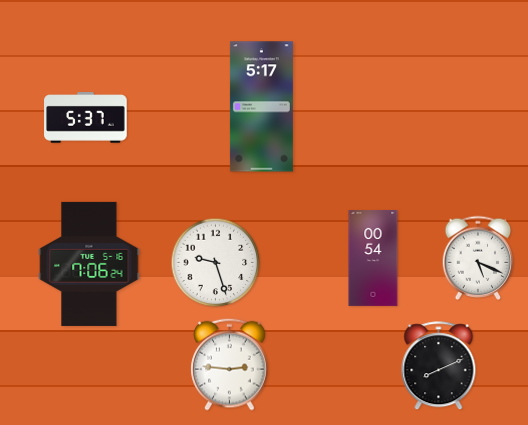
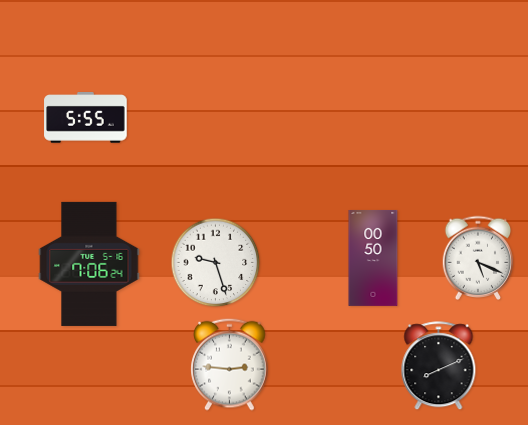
clock at (261, 107): 5:17 -> none
clock at (86, 118): 5:37 -> 5:55
clock at (373, 258): 00:54 -> 00:50
